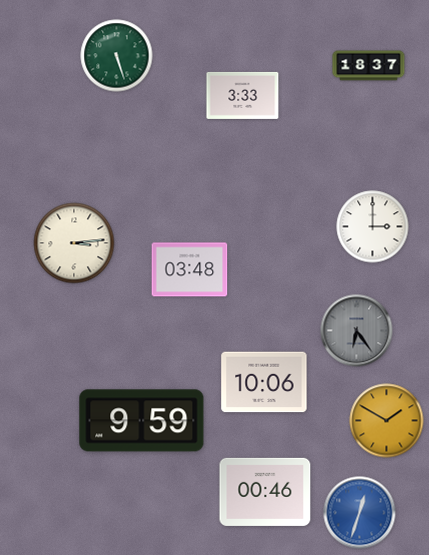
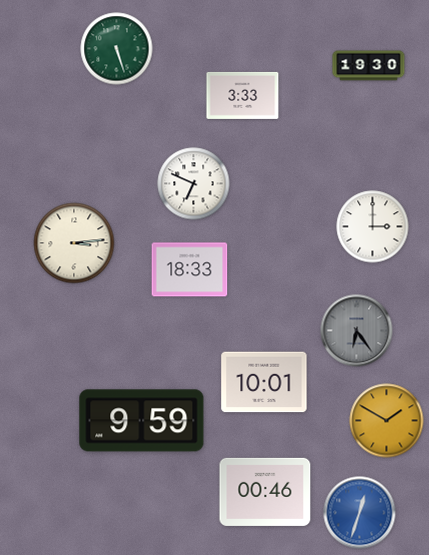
clock at (117, 56) position: (117, 56) -> (117, 49)
clock at (369, 66): 18:37 -> 19:30
clock at (194, 184): none -> 6:49
clock at (190, 270): 03:48 -> 18:33
clock at (264, 382): 10:06 -> 10:01
